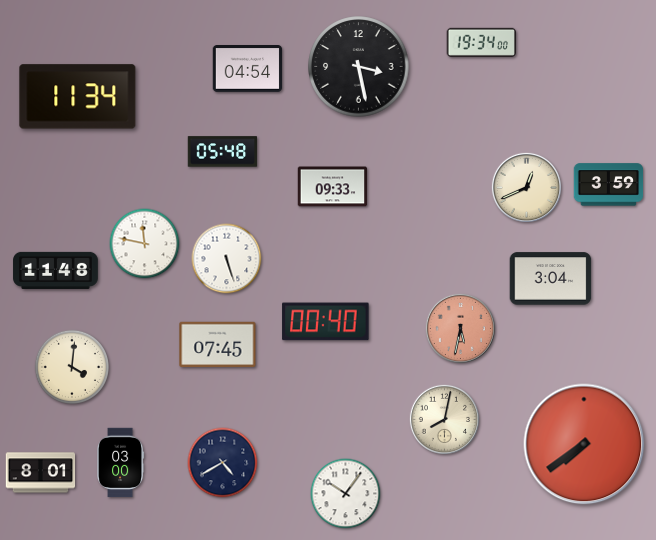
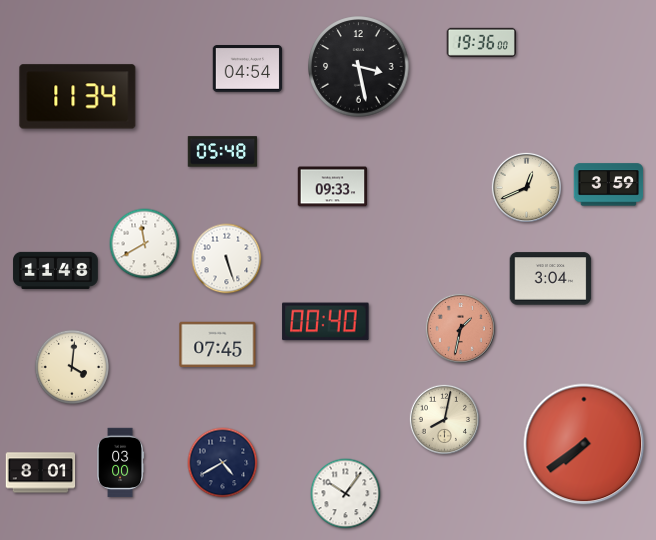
clock at (482, 42): 19:34 -> 19:36
clock at (145, 244): 11:47 -> 11:40
clock at (460, 328): 5:32 -> 1:32
